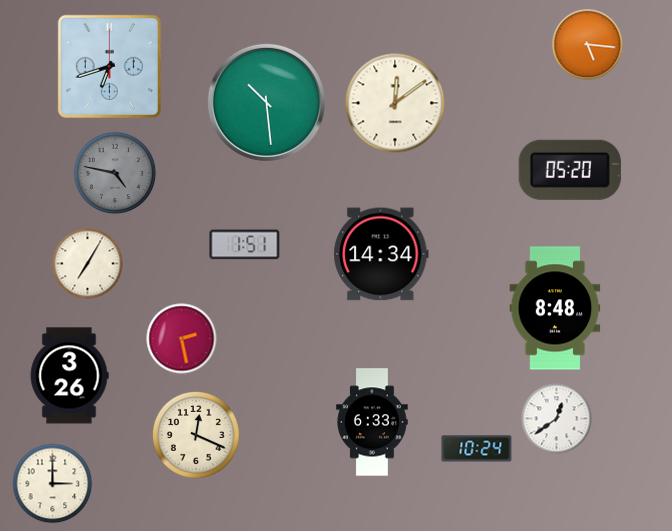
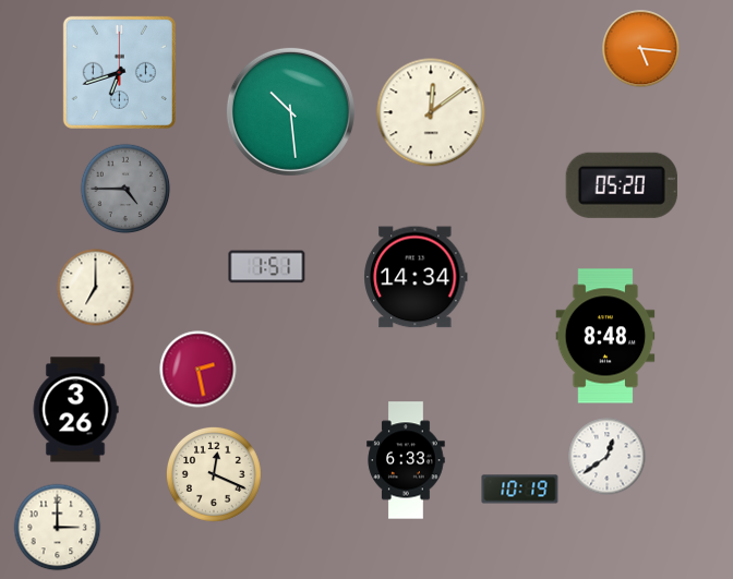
clock at (115, 173): 4:47 -> 4:45
clock at (88, 264): 7:05 -> 7:00
clock at (477, 449): 10:24 -> 10:19
